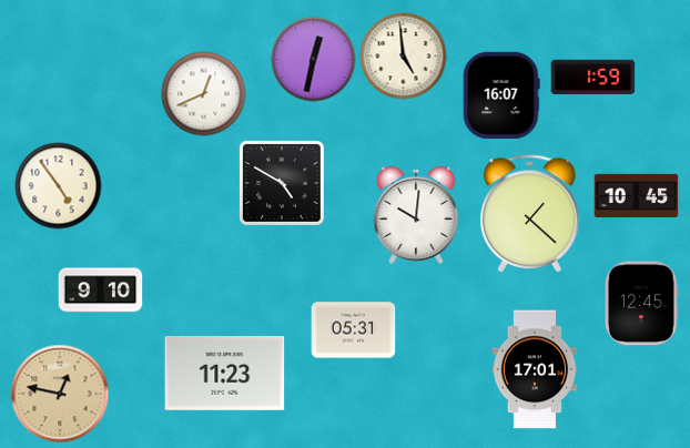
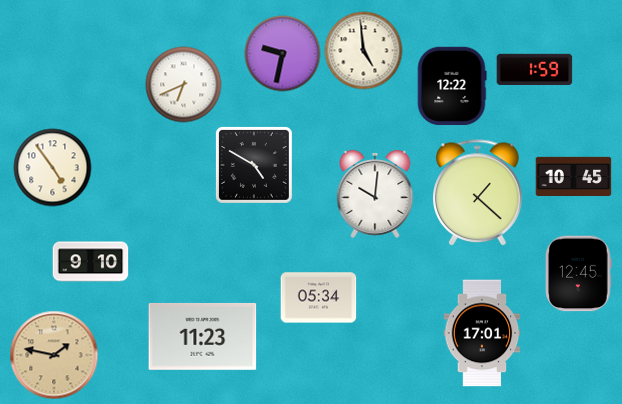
clock at (314, 60): 12:32 -> 9:32
clock at (204, 94): 12:41 -> 6:41
clock at (501, 95): 16:07 -> 12:22
clock at (354, 330): 05:31 -> 05:34
clock at (60, 394): 12:47 -> 1:47
